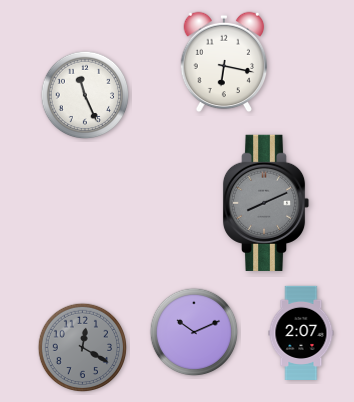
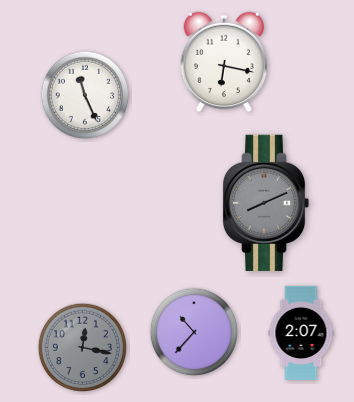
clock at (194, 332): 10:11 -> 10:37
clock at (83, 348): 12:20 -> 12:17
